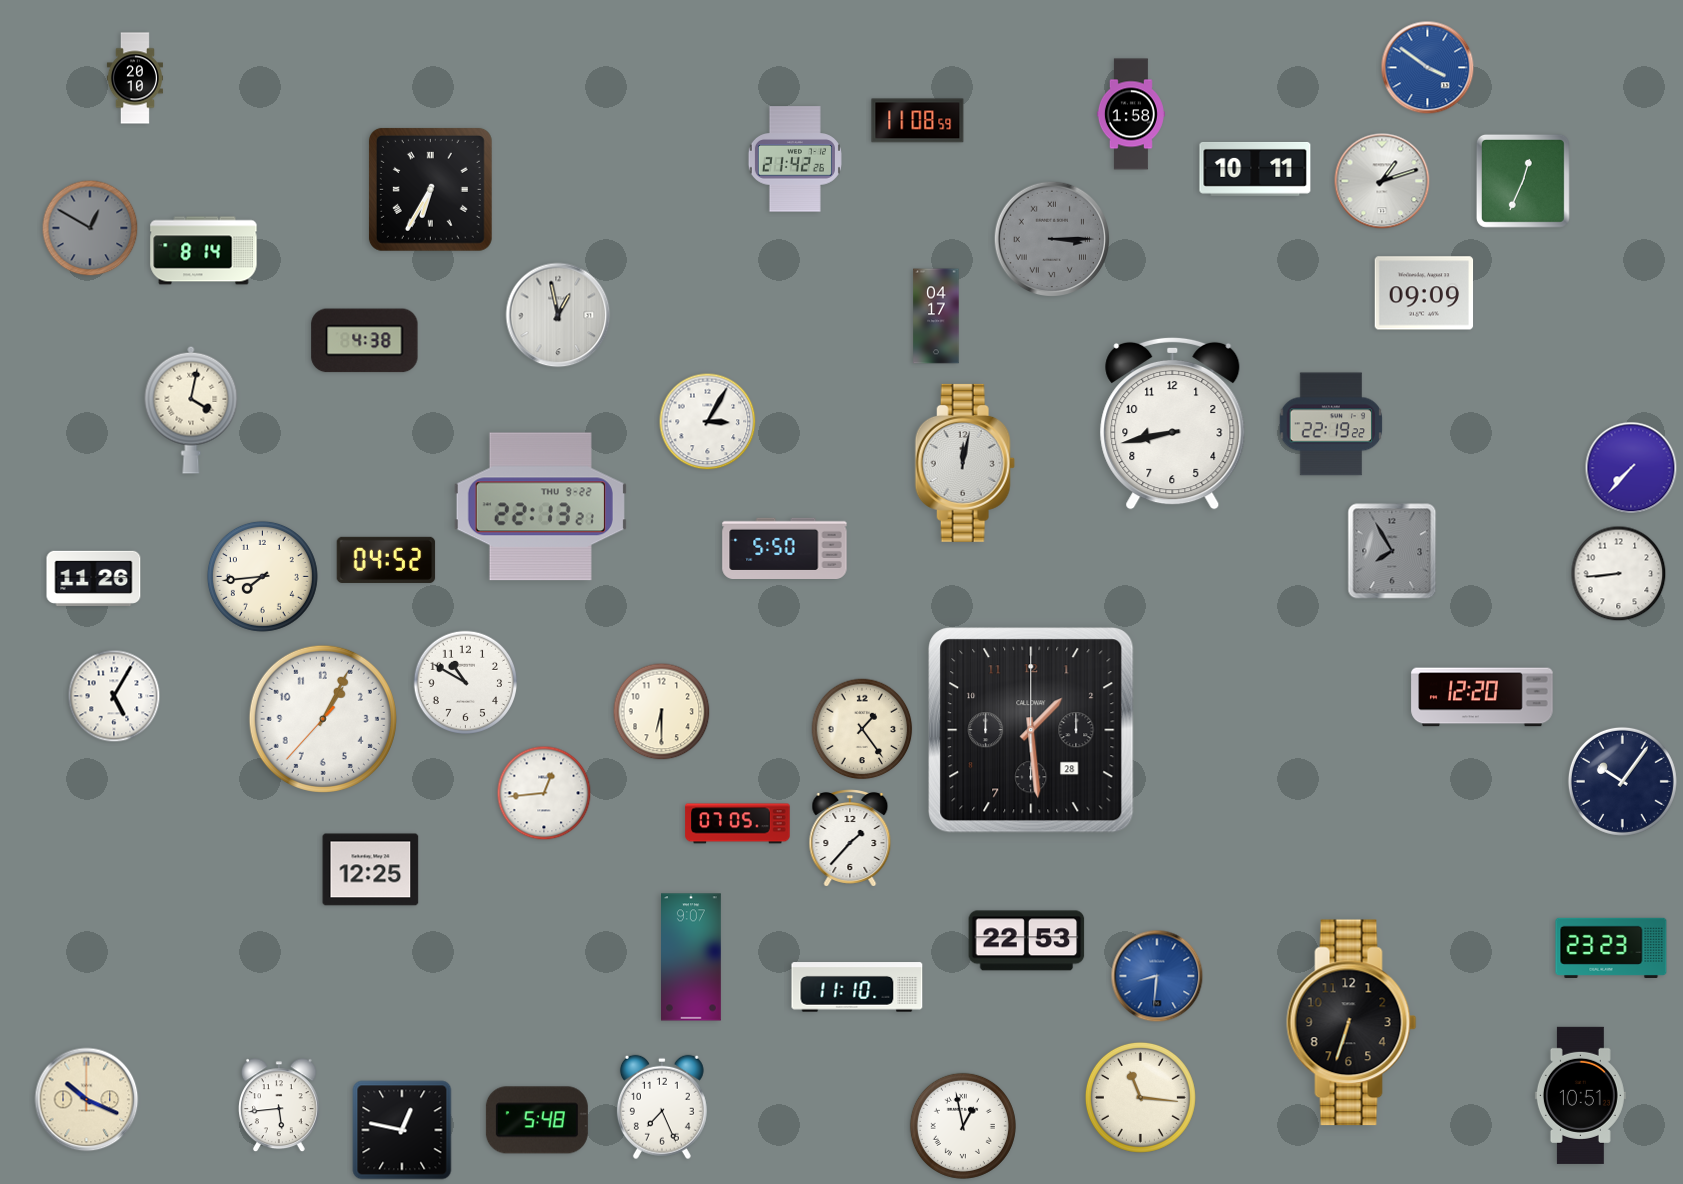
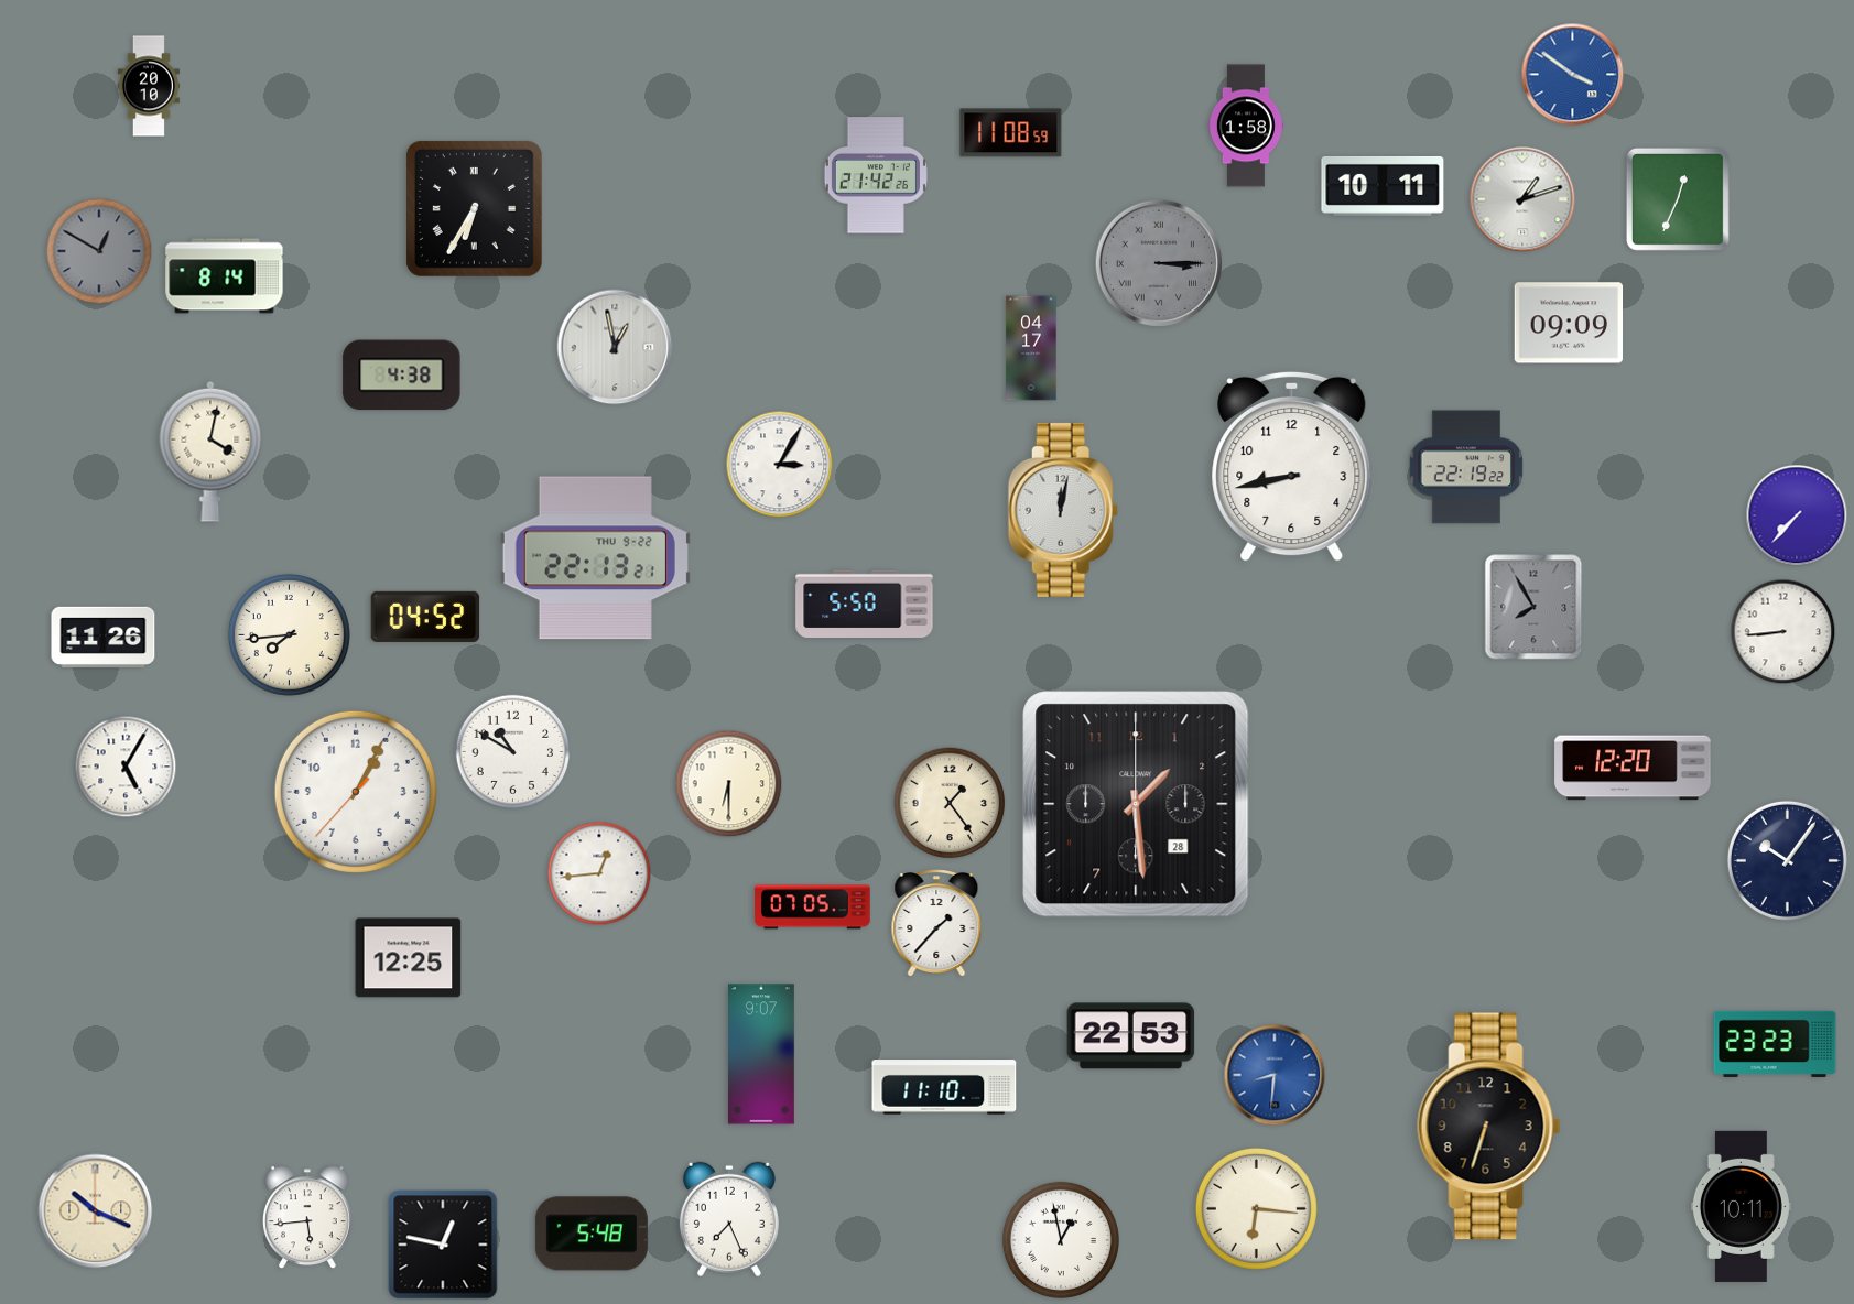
clock at (1580, 1095): 10:51 -> 10:11
clock at (1140, 1097): 11:16 -> 6:16
